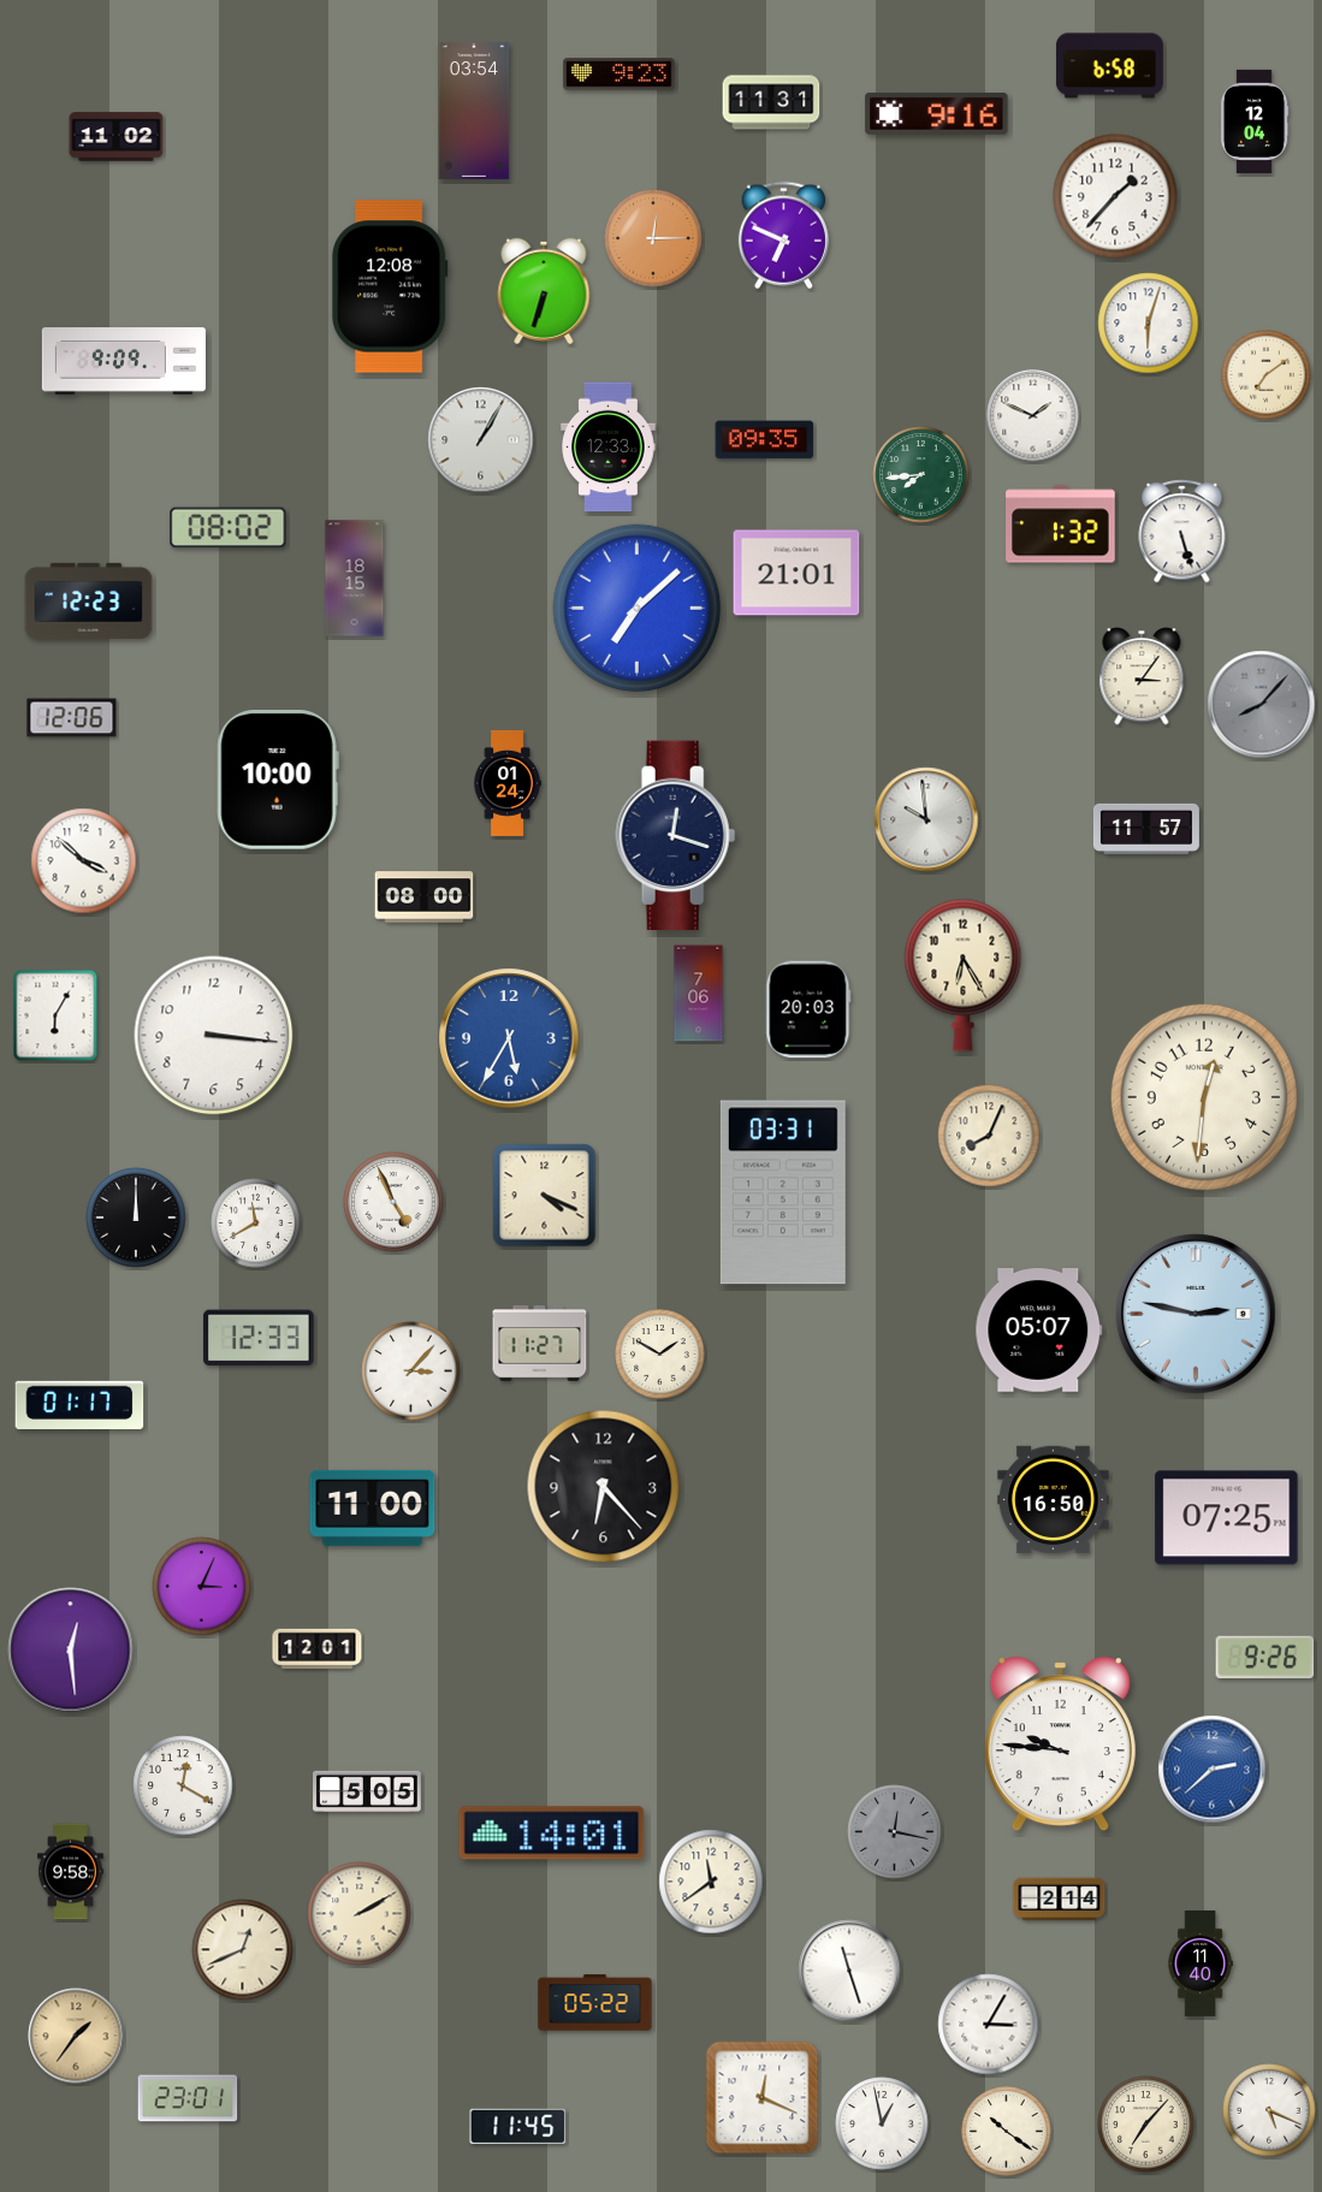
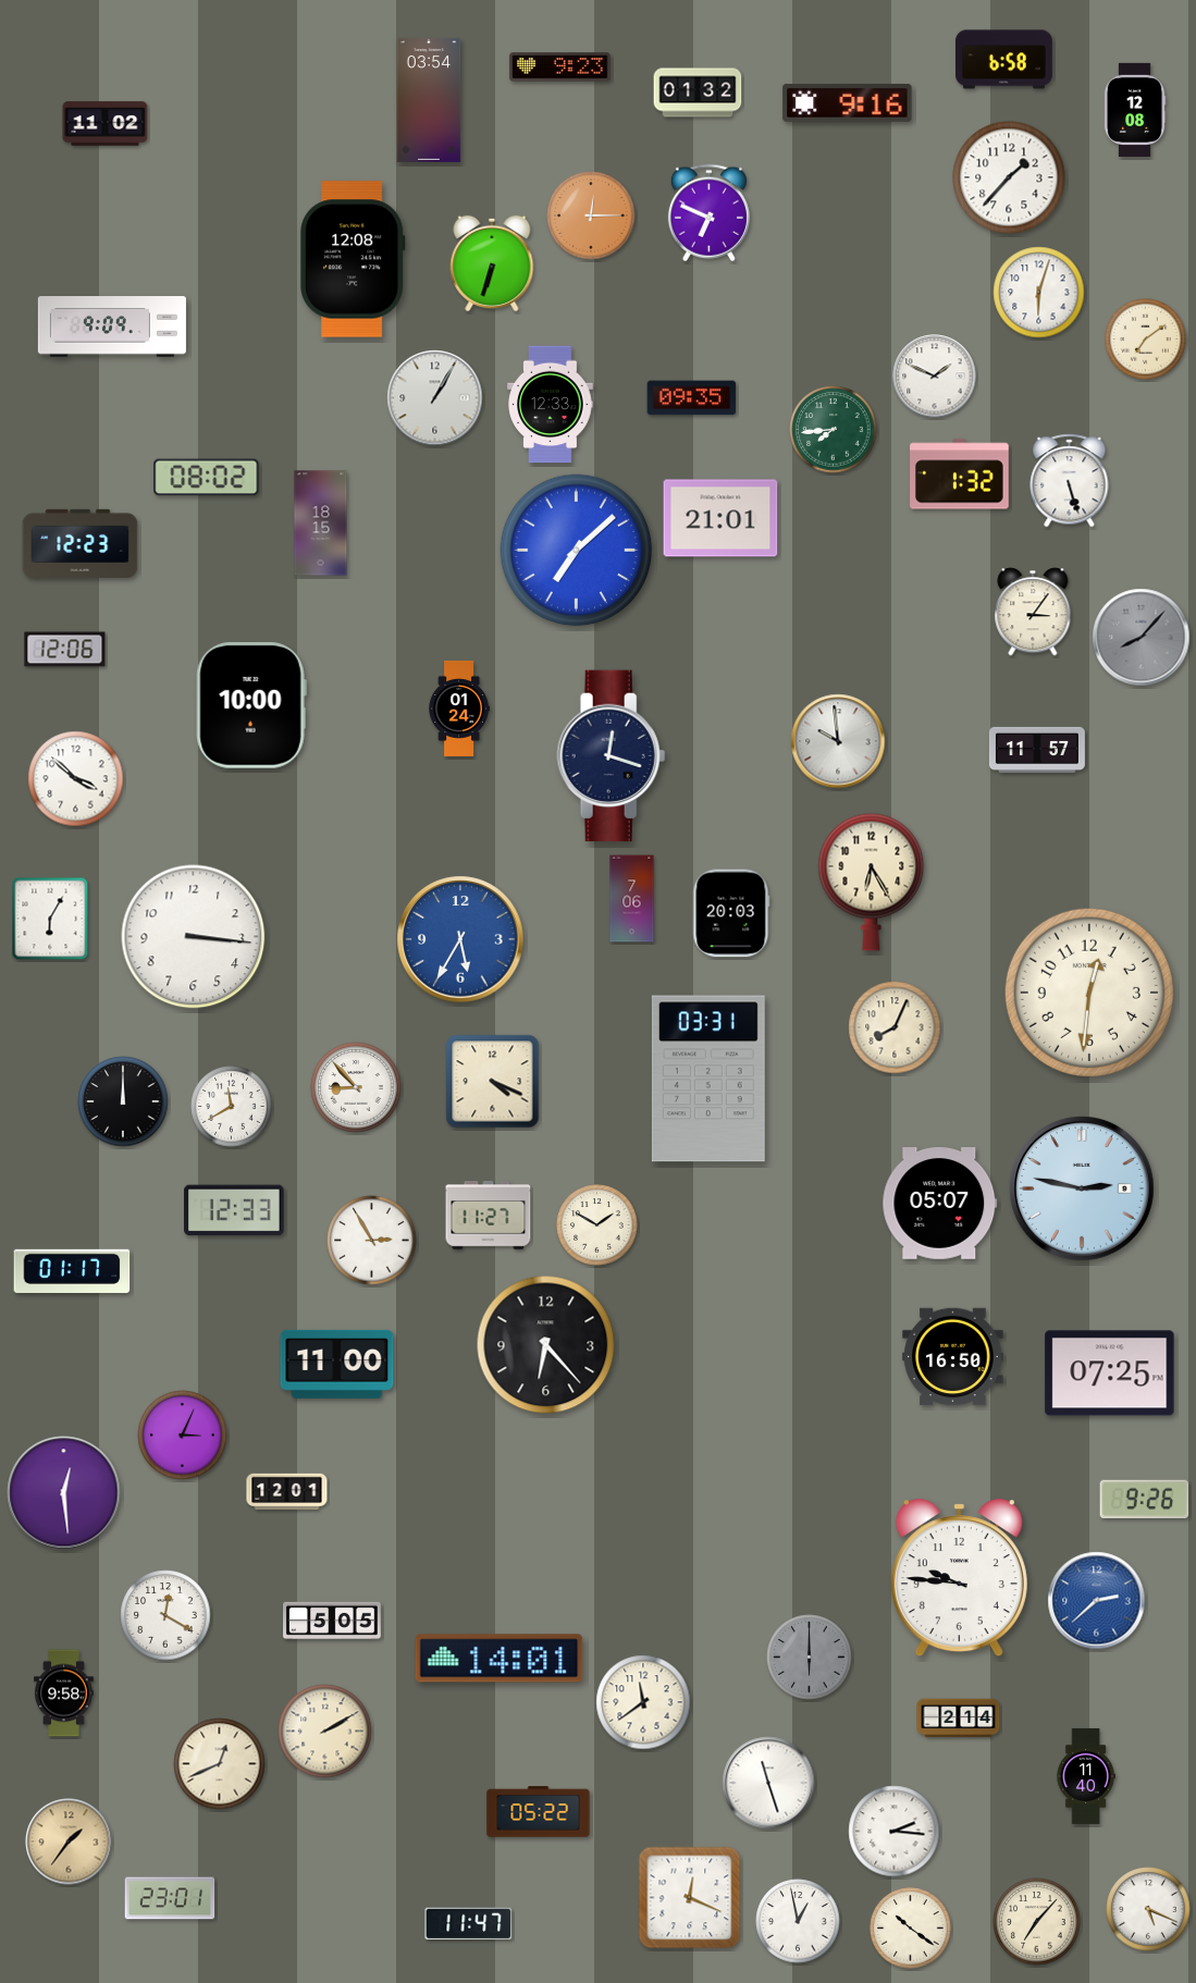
clock at (771, 102): 11:31 -> 01:32
clock at (1255, 122): 12:04 -> 12:08
clock at (425, 897): 08:00 -> none
clock at (393, 1202): 4:56 -> 8:53
clock at (411, 1372): 3:07 -> 2:55
clock at (895, 1832): 12:17 -> 6:00
clock at (989, 2025): 3:05 -> 2:16
clock at (518, 2126): 11:45 -> 11:47
